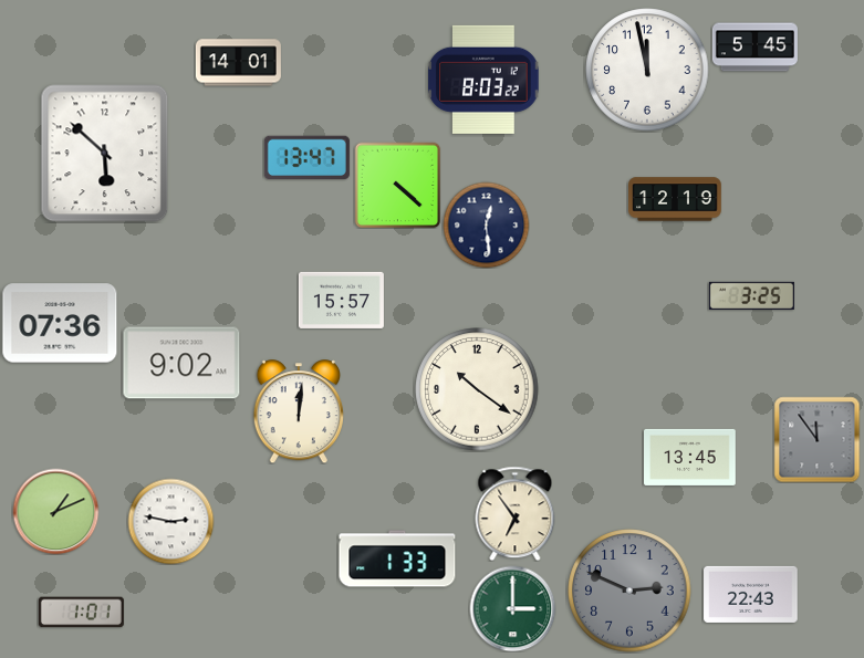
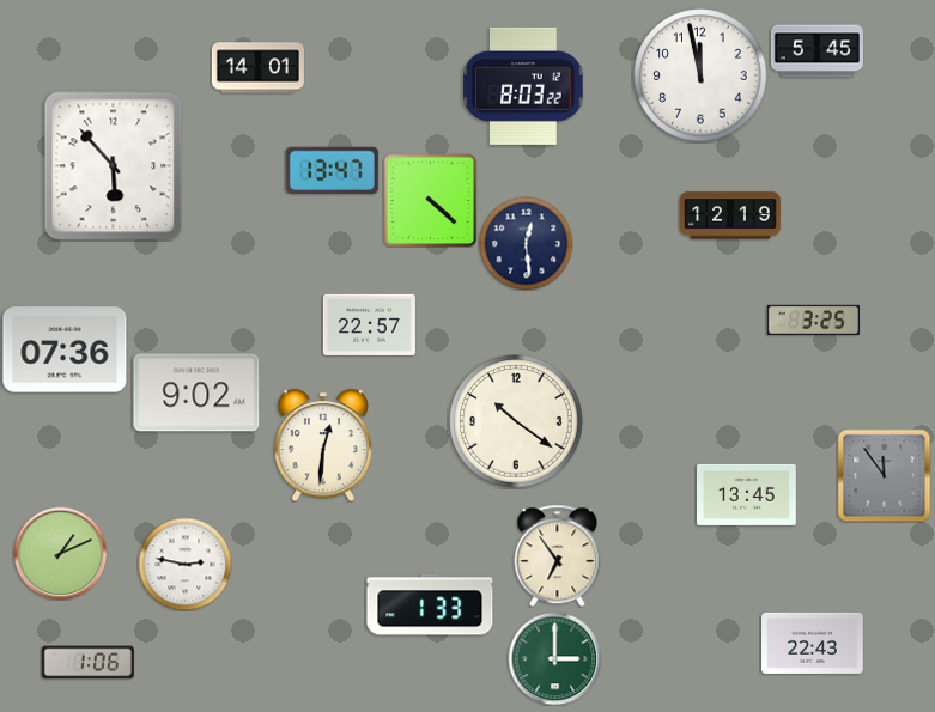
clock at (105, 154): 5:52 -> 5:53
clock at (341, 300): 15:57 -> 22:57
clock at (299, 411): 12:01 -> 12:31
clock at (629, 591): 2:49 -> none
clock at (81, 613): 1:01 -> 1:06
